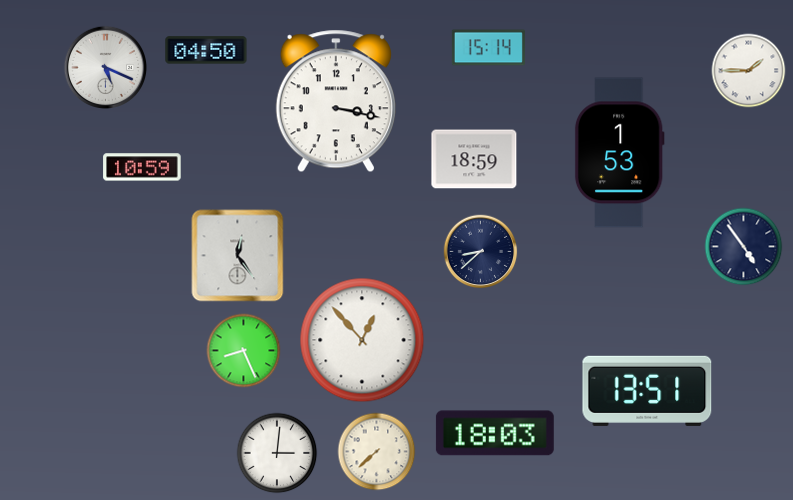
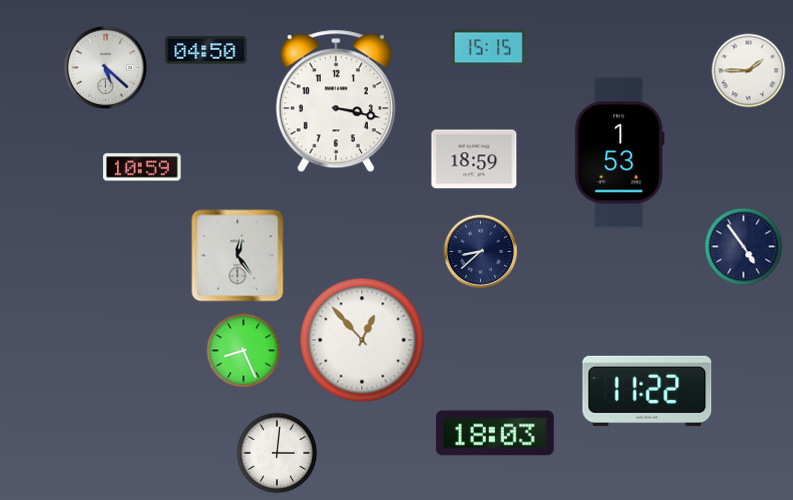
clock at (488, 48): 15:14 -> 15:15
clock at (105, 67): 5:19 -> 5:22
clock at (647, 391): 13:51 -> 11:22
clock at (377, 452): 7:38 -> none
